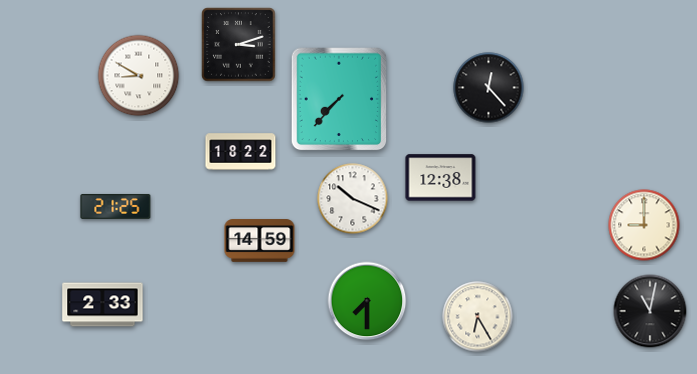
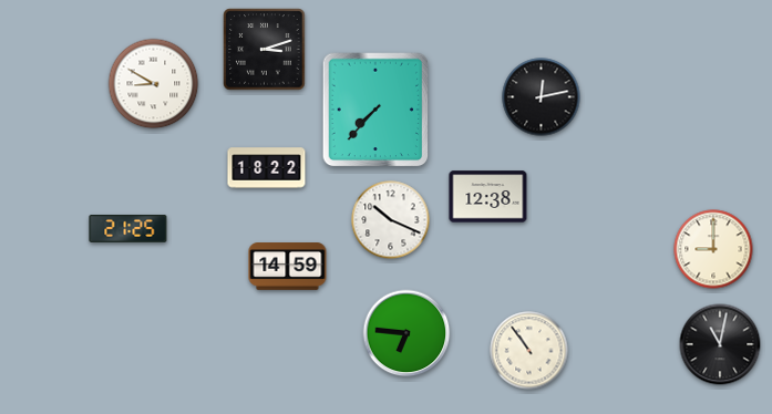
clock at (489, 88): 12:23 -> 12:13
clock at (367, 301): 7:30 -> 6:46
clock at (103, 305): 2:33 -> none
clock at (478, 317): 6:25 -> 10:54
